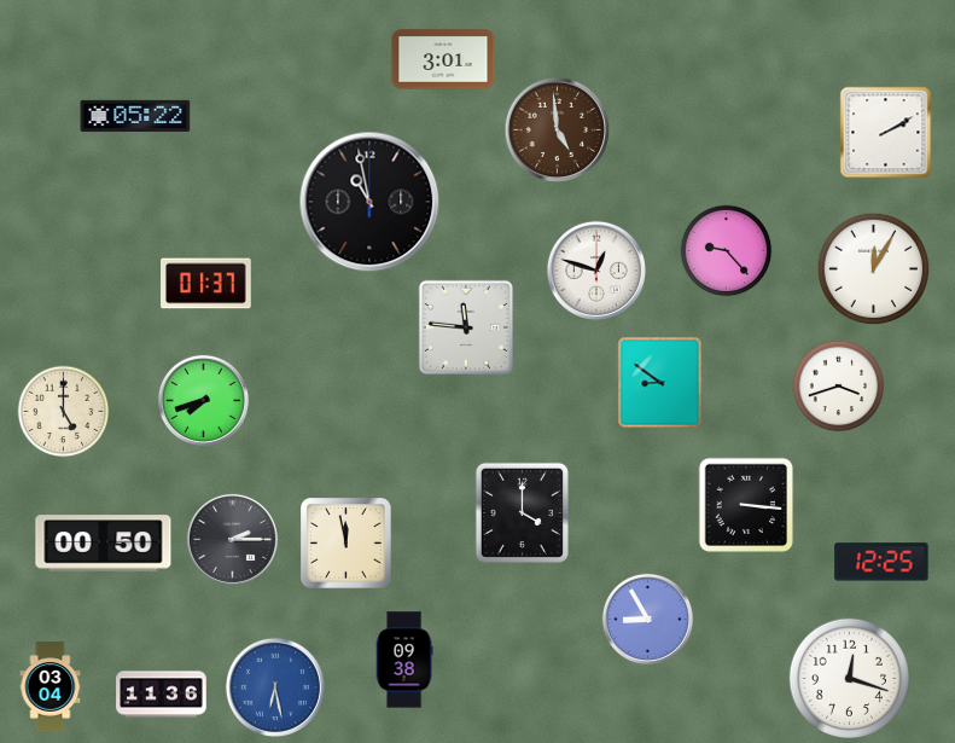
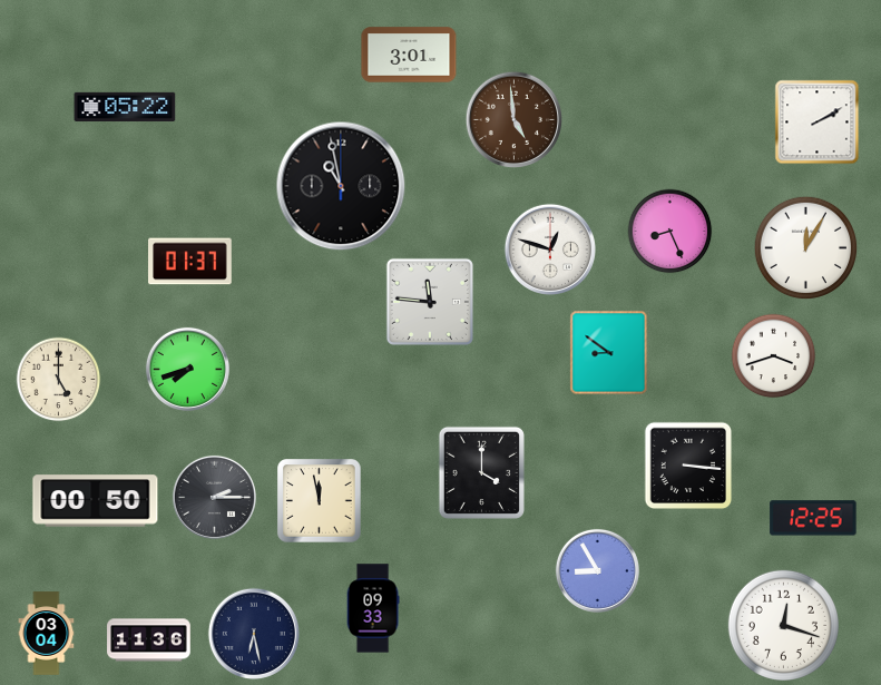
clock at (727, 251): 9:23 -> 8:26
clock at (404, 660): 09:38 -> 09:33
clock at (274, 686) dial: blue -> navy
